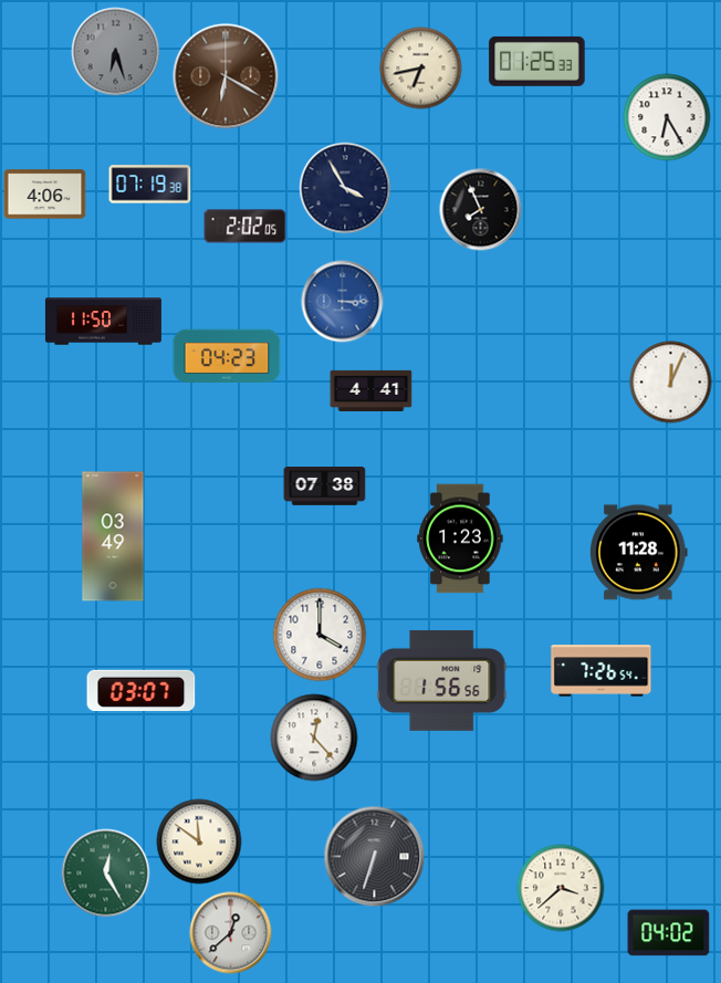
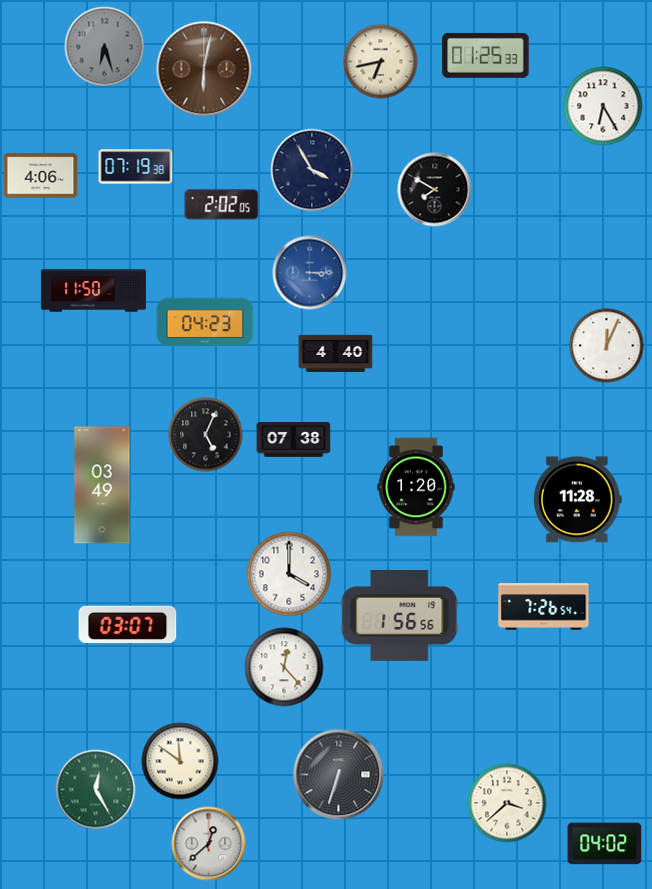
clock at (226, 76): 6:20 -> 6:02
clock at (481, 210): 7:56 -> 7:50
clock at (372, 390): 4:41 -> 4:40
clock at (206, 435): none -> 5:04
clock at (460, 538): 1:23 -> 1:20
